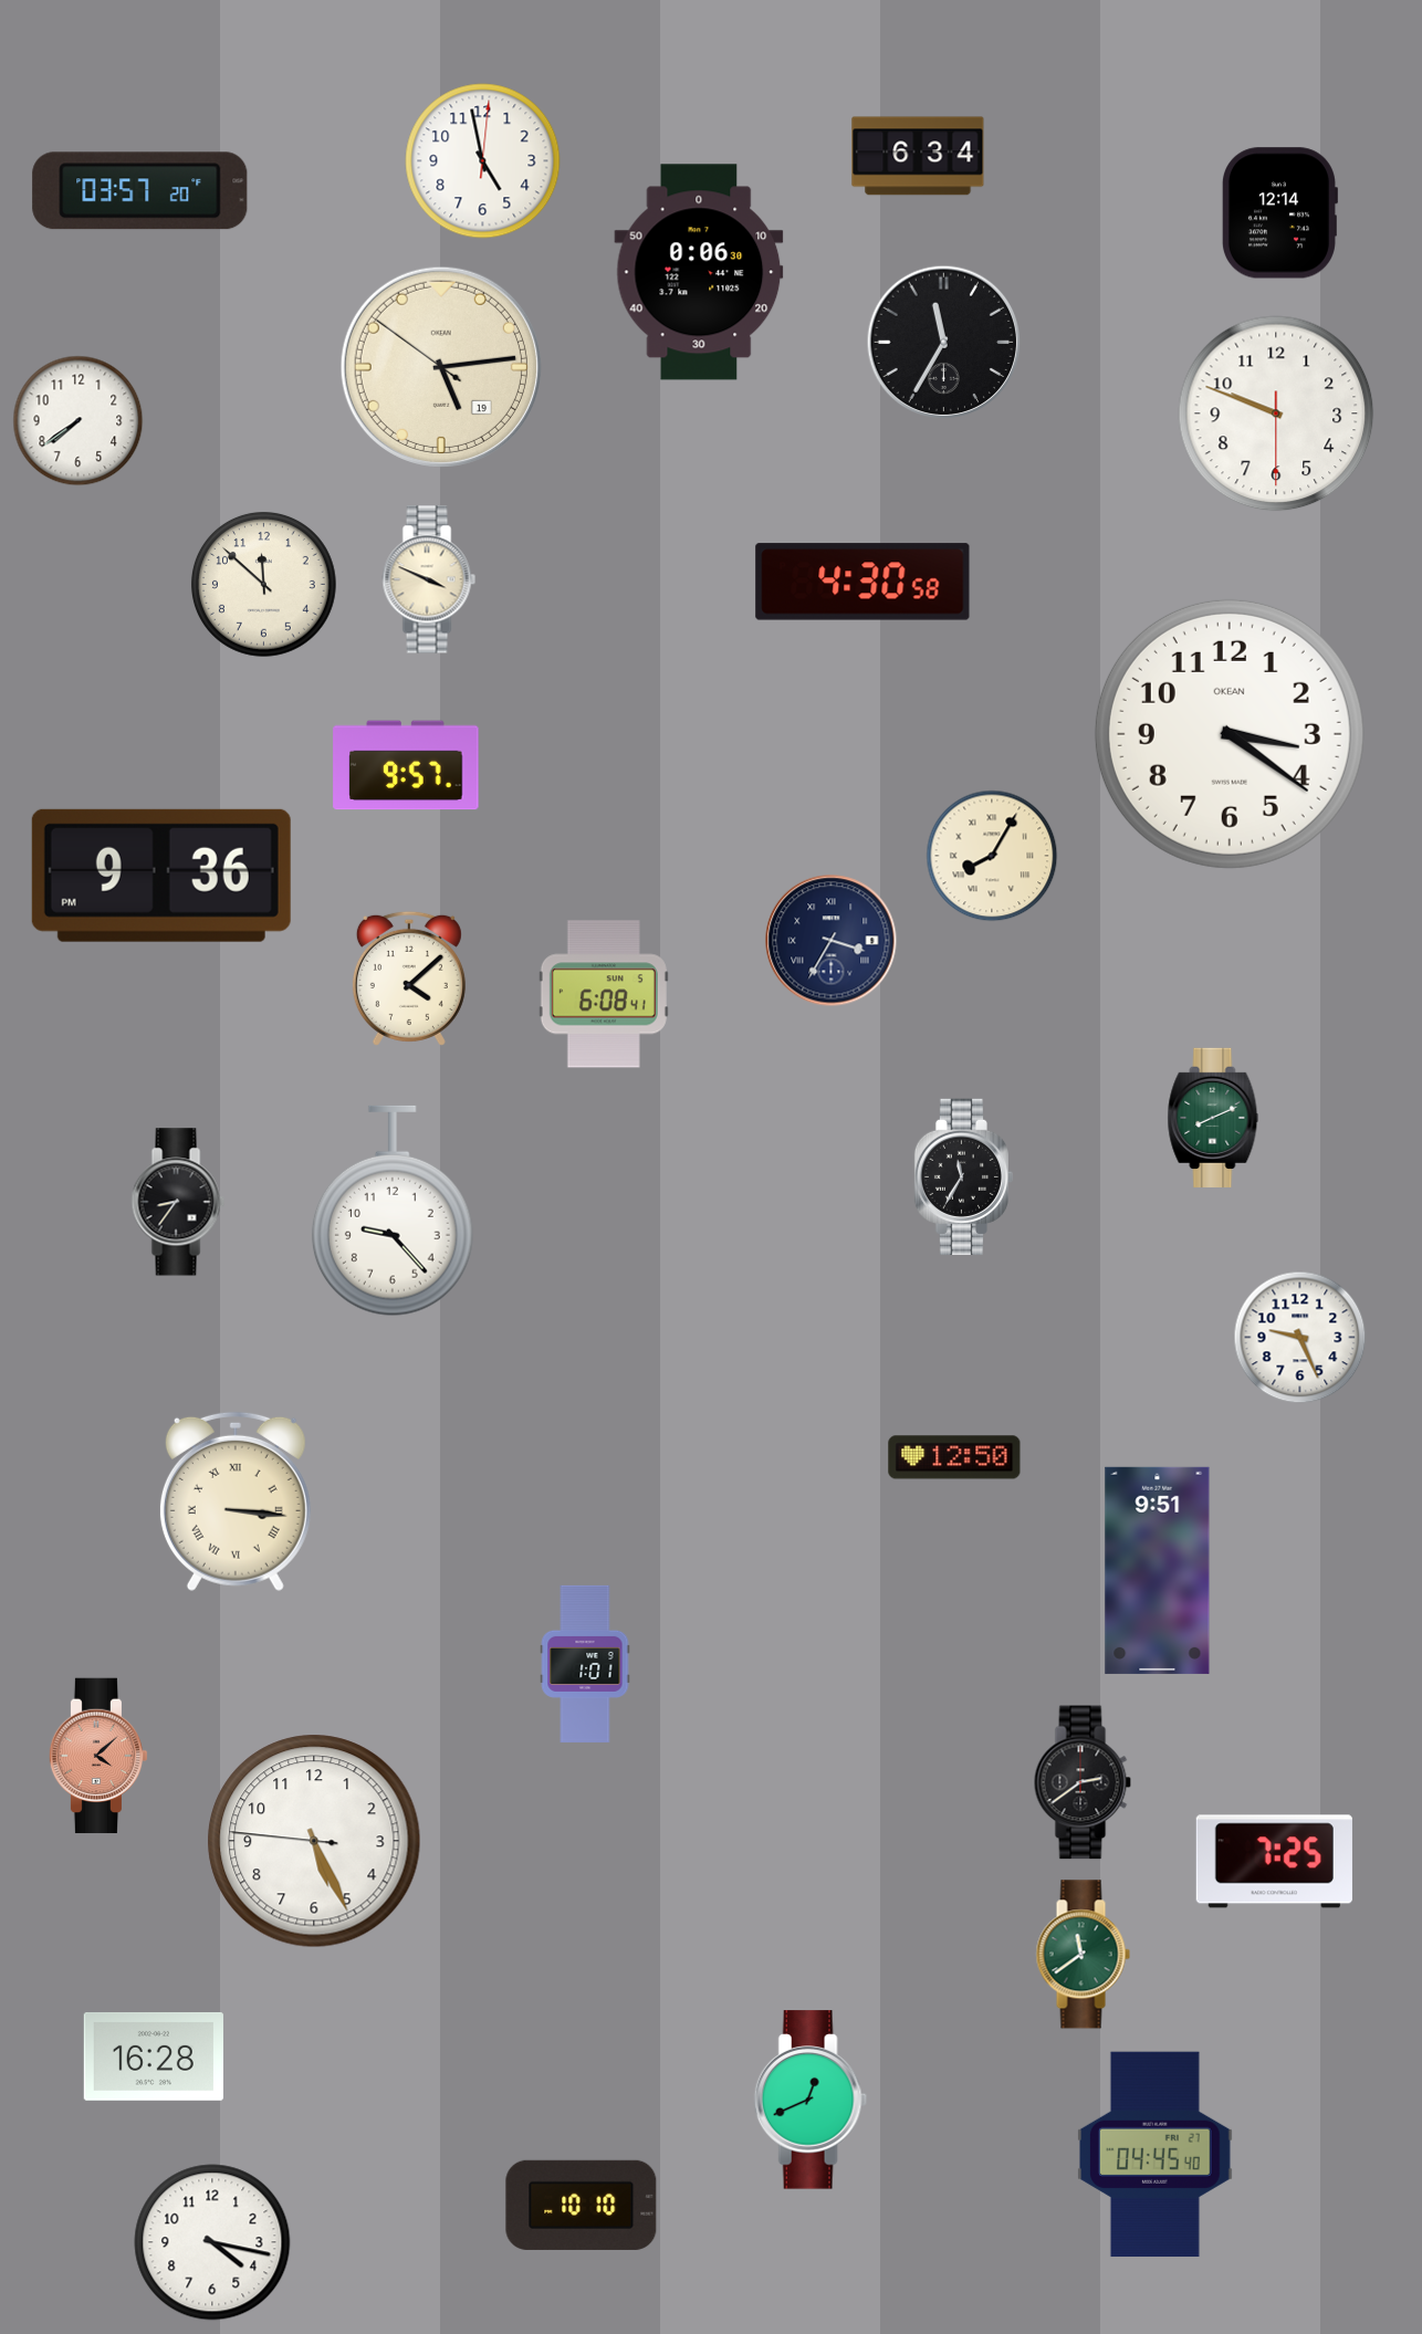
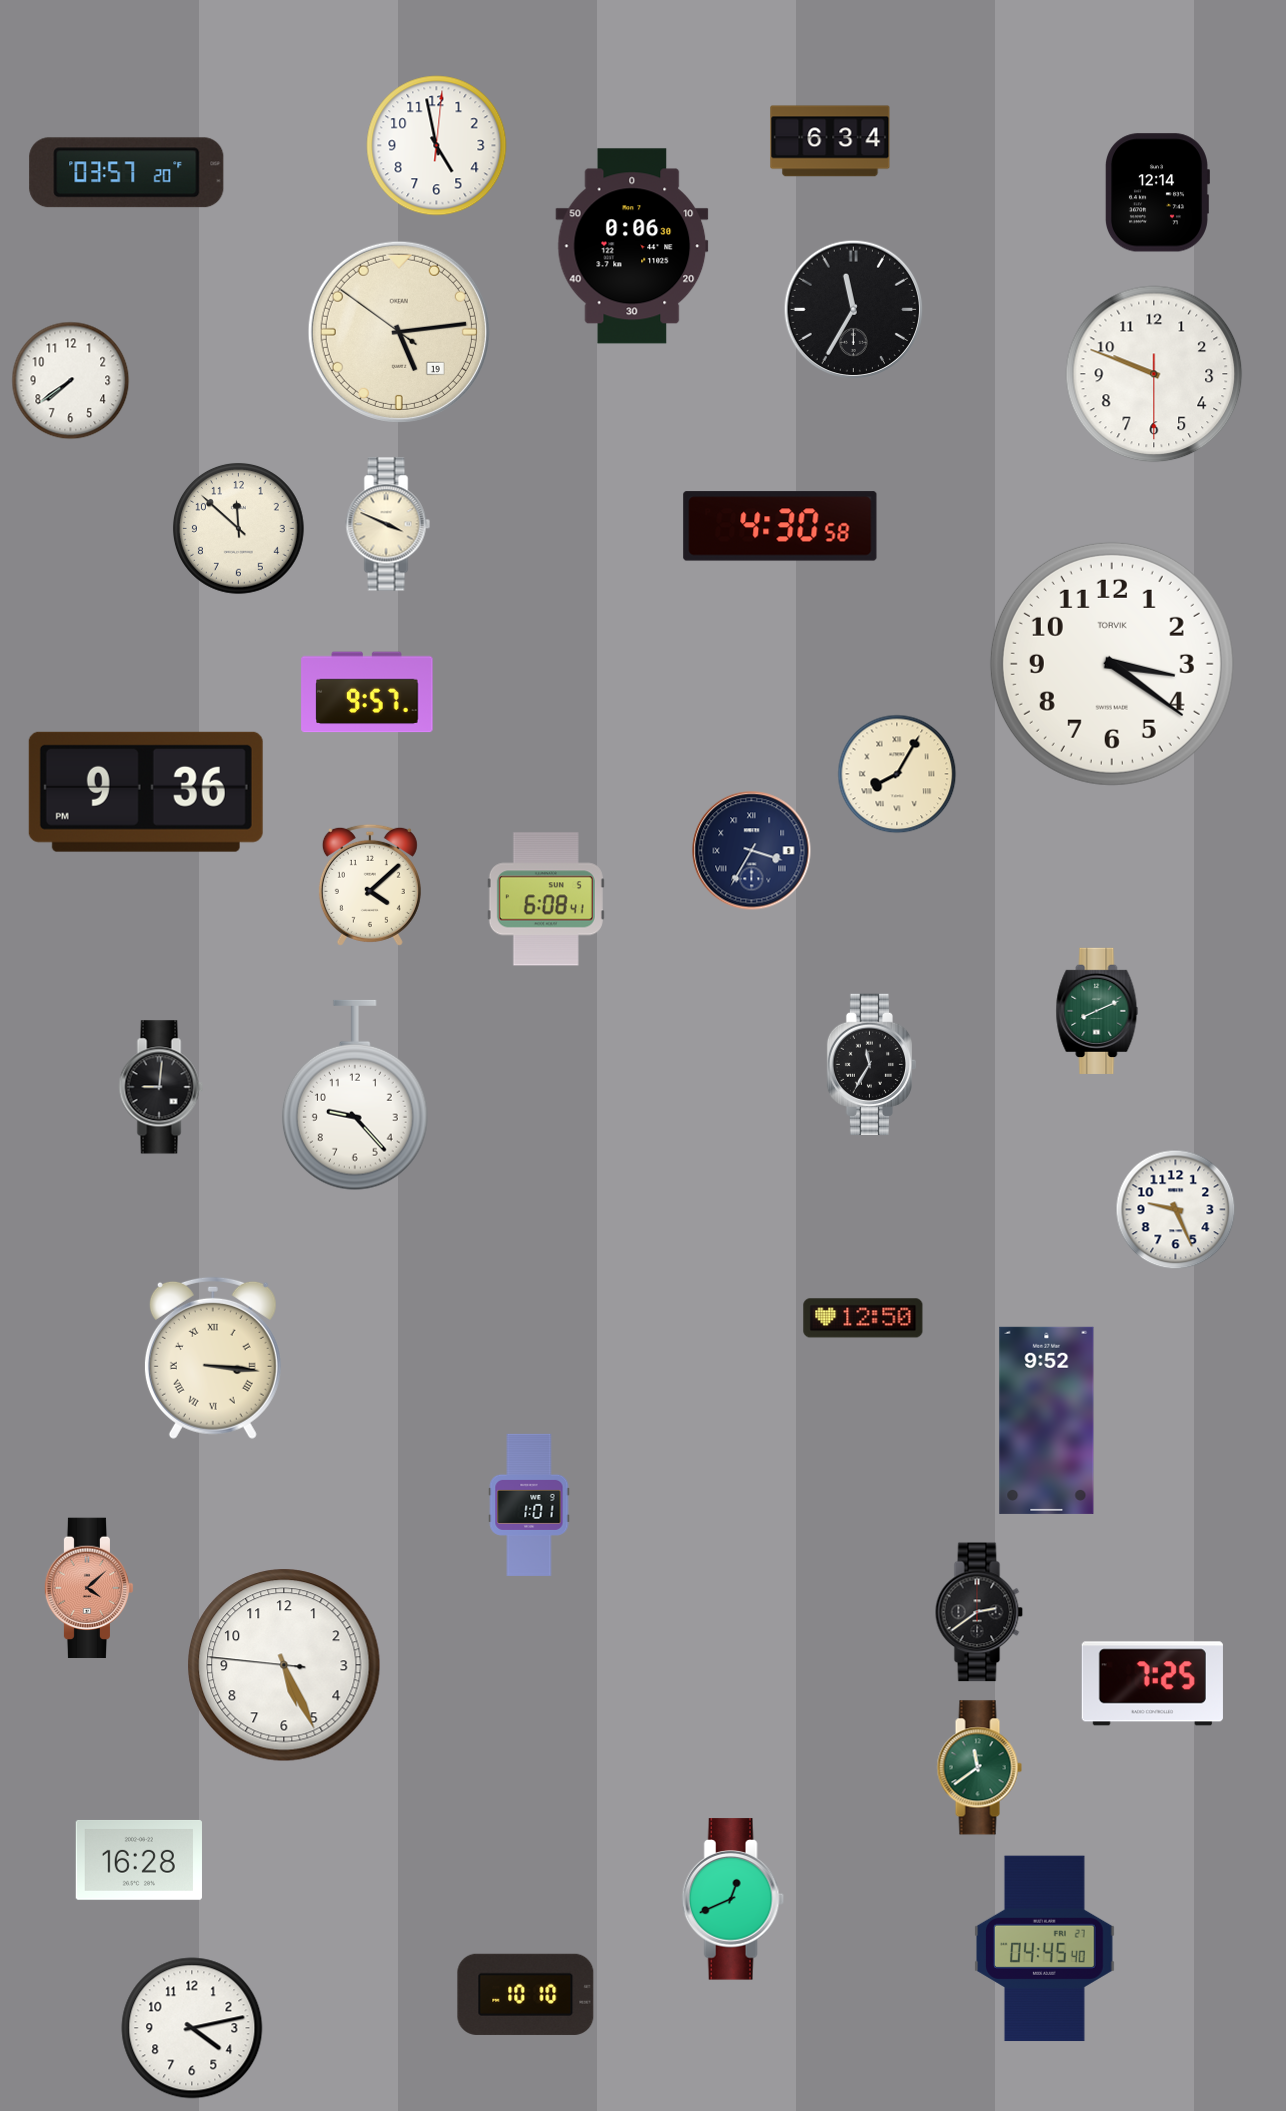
clock at (1230, 734) brand: OKEAN -> TORVIK
clock at (178, 1202): 8:36 -> 9:01
clock at (1158, 1570): 9:51 -> 9:52
clock at (212, 2242): 4:17 -> 4:13
